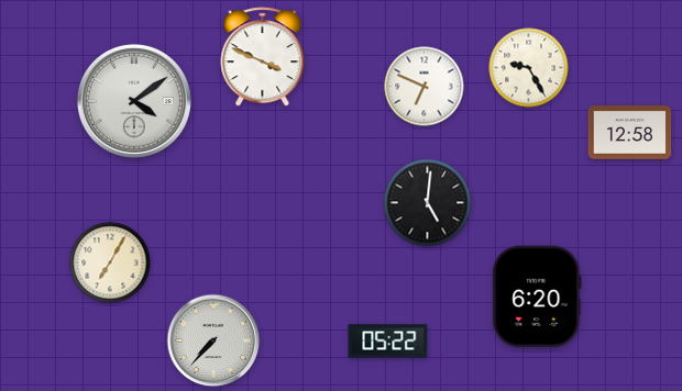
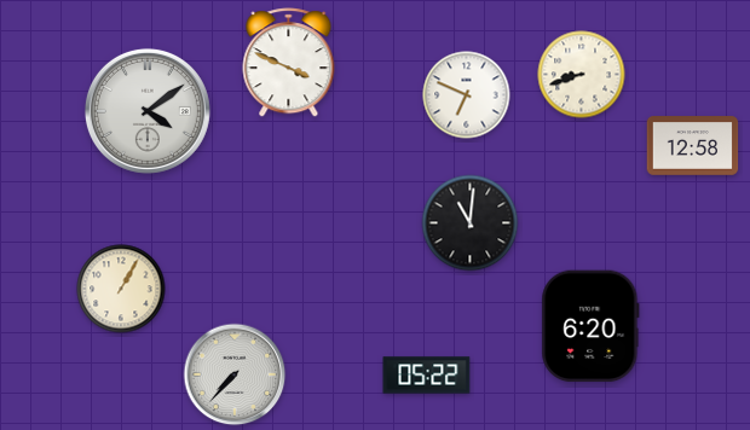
clock at (529, 68): 9:25 -> 8:42
clock at (428, 203): 5:01 -> 11:01
clock at (110, 262): 7:05 -> 1:05
